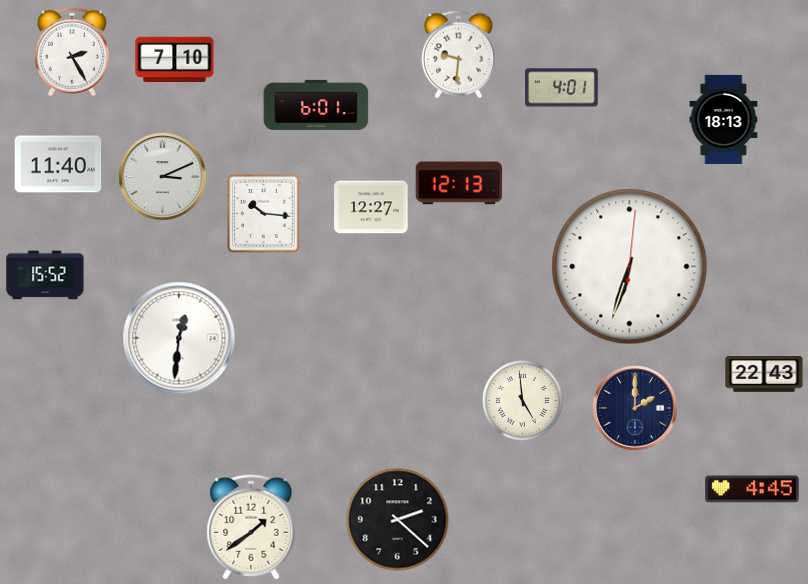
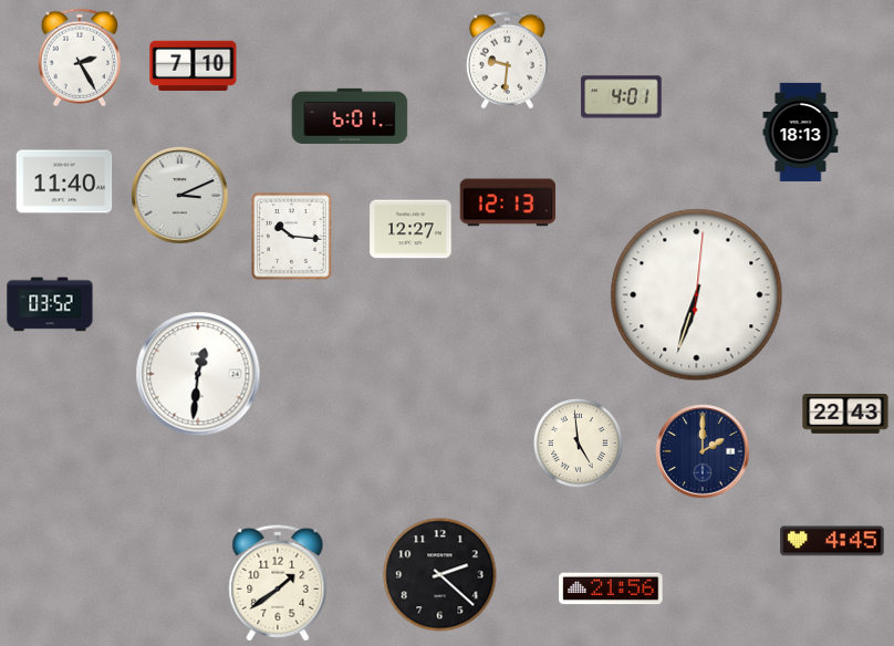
clock at (45, 275): 15:52 -> 03:52
clock at (611, 588): none -> 21:56
